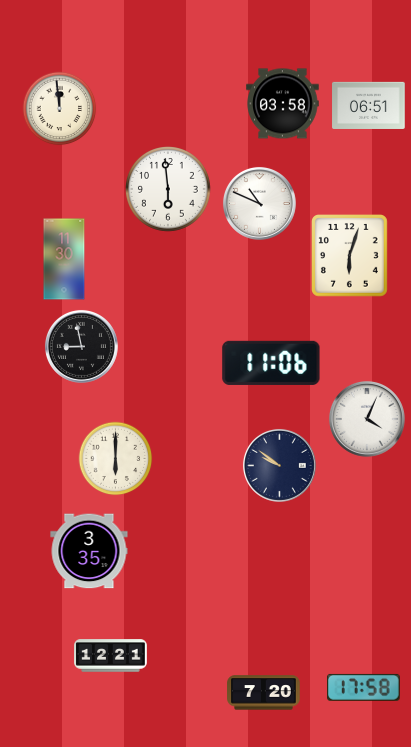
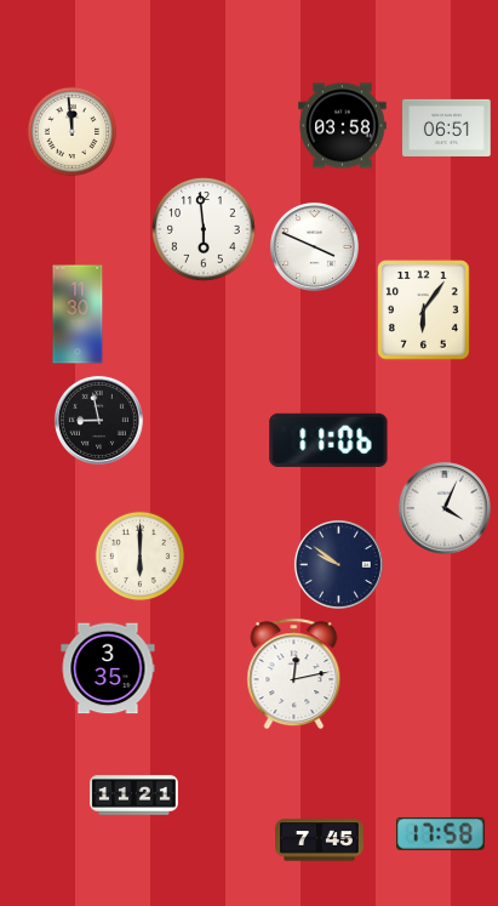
clock at (259, 203): 10:49 -> 3:49
clock at (350, 256): 6:03 -> 6:06
clock at (294, 674): none -> 12:13
clock at (111, 656): 12:21 -> 11:21
clock at (264, 693): 7:20 -> 7:45
